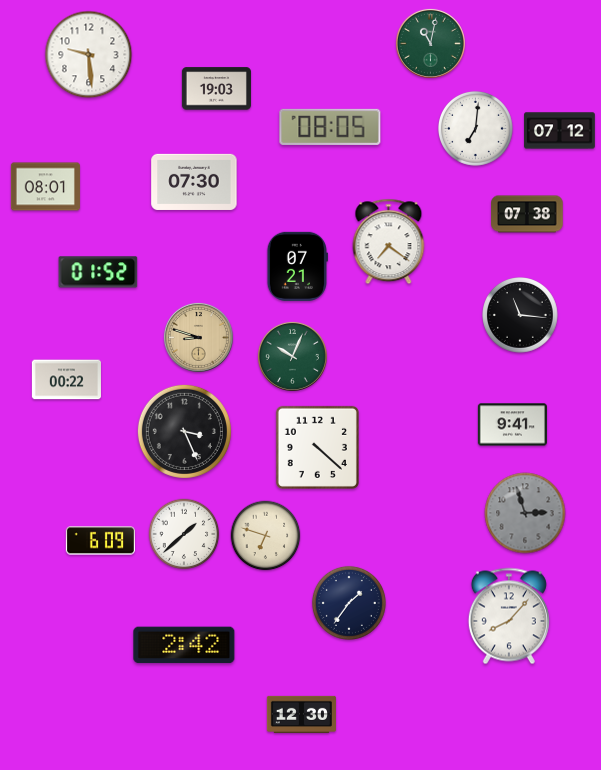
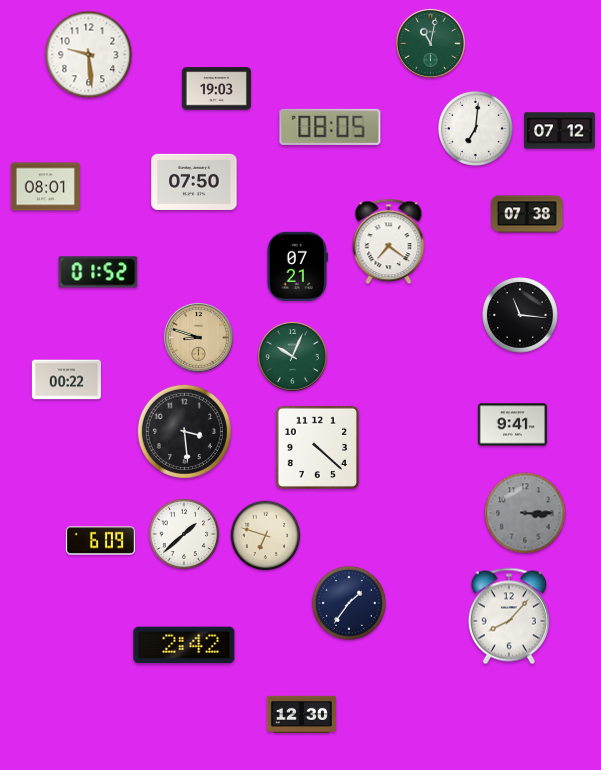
clock at (194, 182): 07:30 -> 07:50
clock at (184, 431): 3:26 -> 3:29
clock at (525, 513): 2:57 -> 3:15
